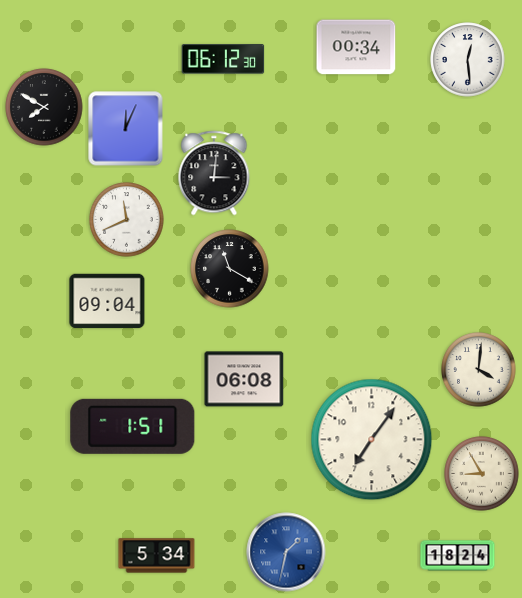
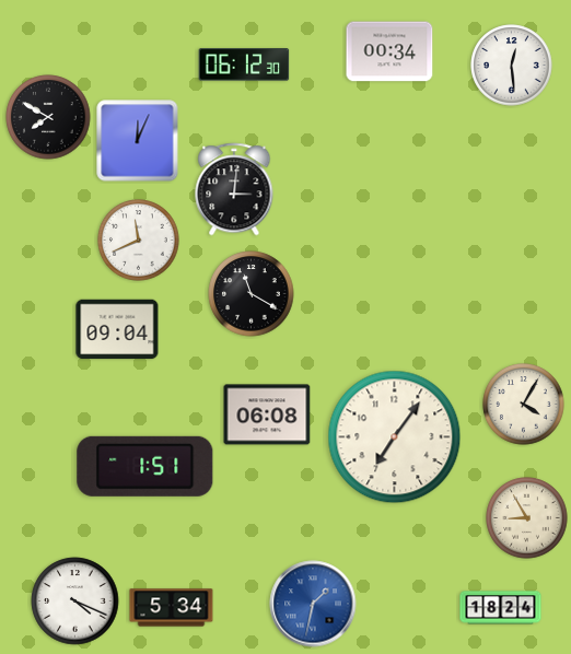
clock at (479, 370): 4:01 -> 4:05
clock at (372, 440) position: (372, 440) -> (395, 437)
clock at (75, 602): none -> 4:19
